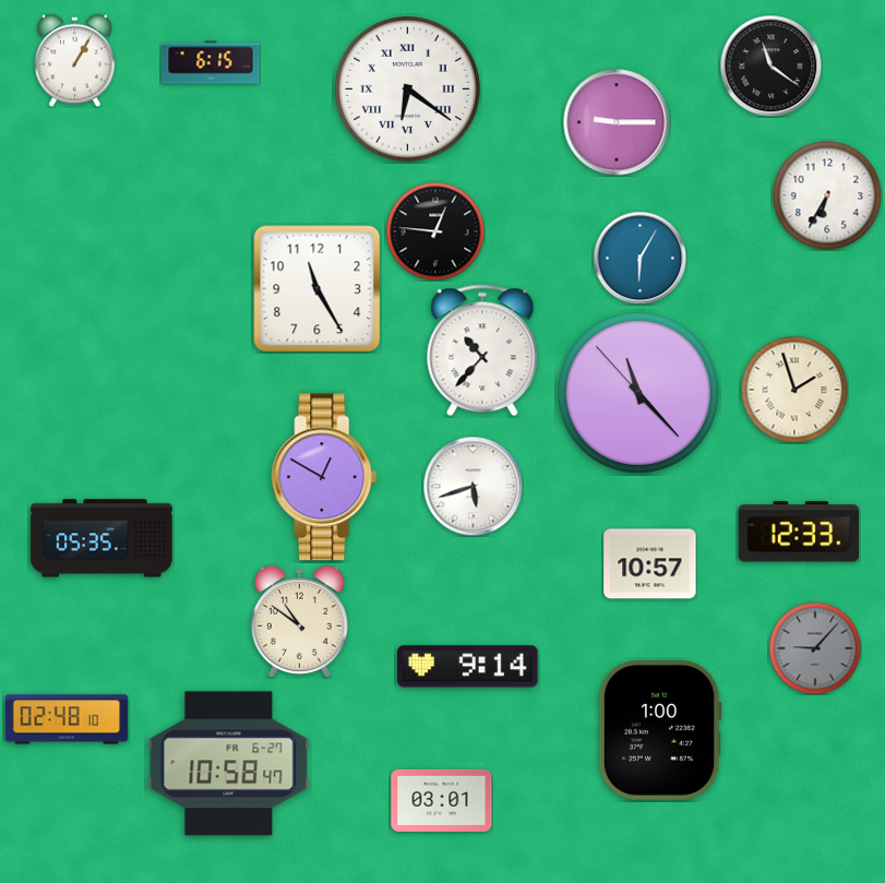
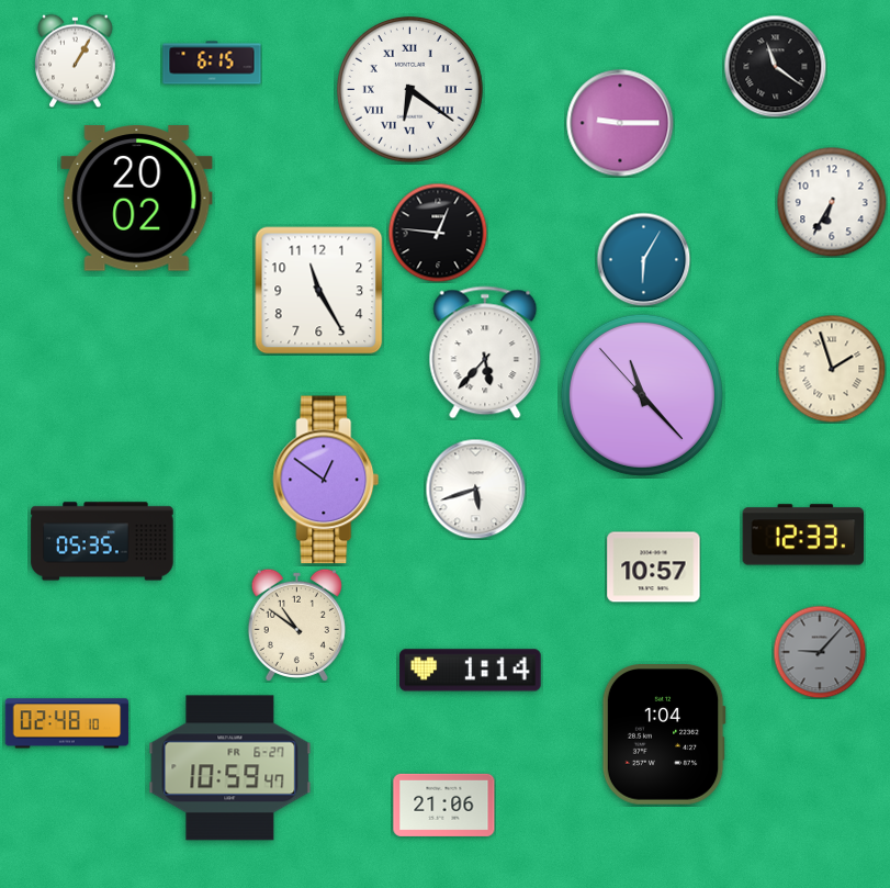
clock at (827, 195) position: (827, 195) -> (832, 202)
clock at (137, 199): none -> 20:02
clock at (482, 350): 10:37 -> 5:37
clock at (794, 390) position: (794, 390) -> (832, 369)
clock at (324, 477): 12:50 -> 12:51
clock at (299, 621) position: (299, 621) -> (296, 625)
clock at (468, 667): 9:14 -> 1:14
clock at (660, 731): 1:00 -> 1:04
clock at (229, 764): 10:58 -> 10:59
clock at (442, 800): 03:01 -> 21:06
